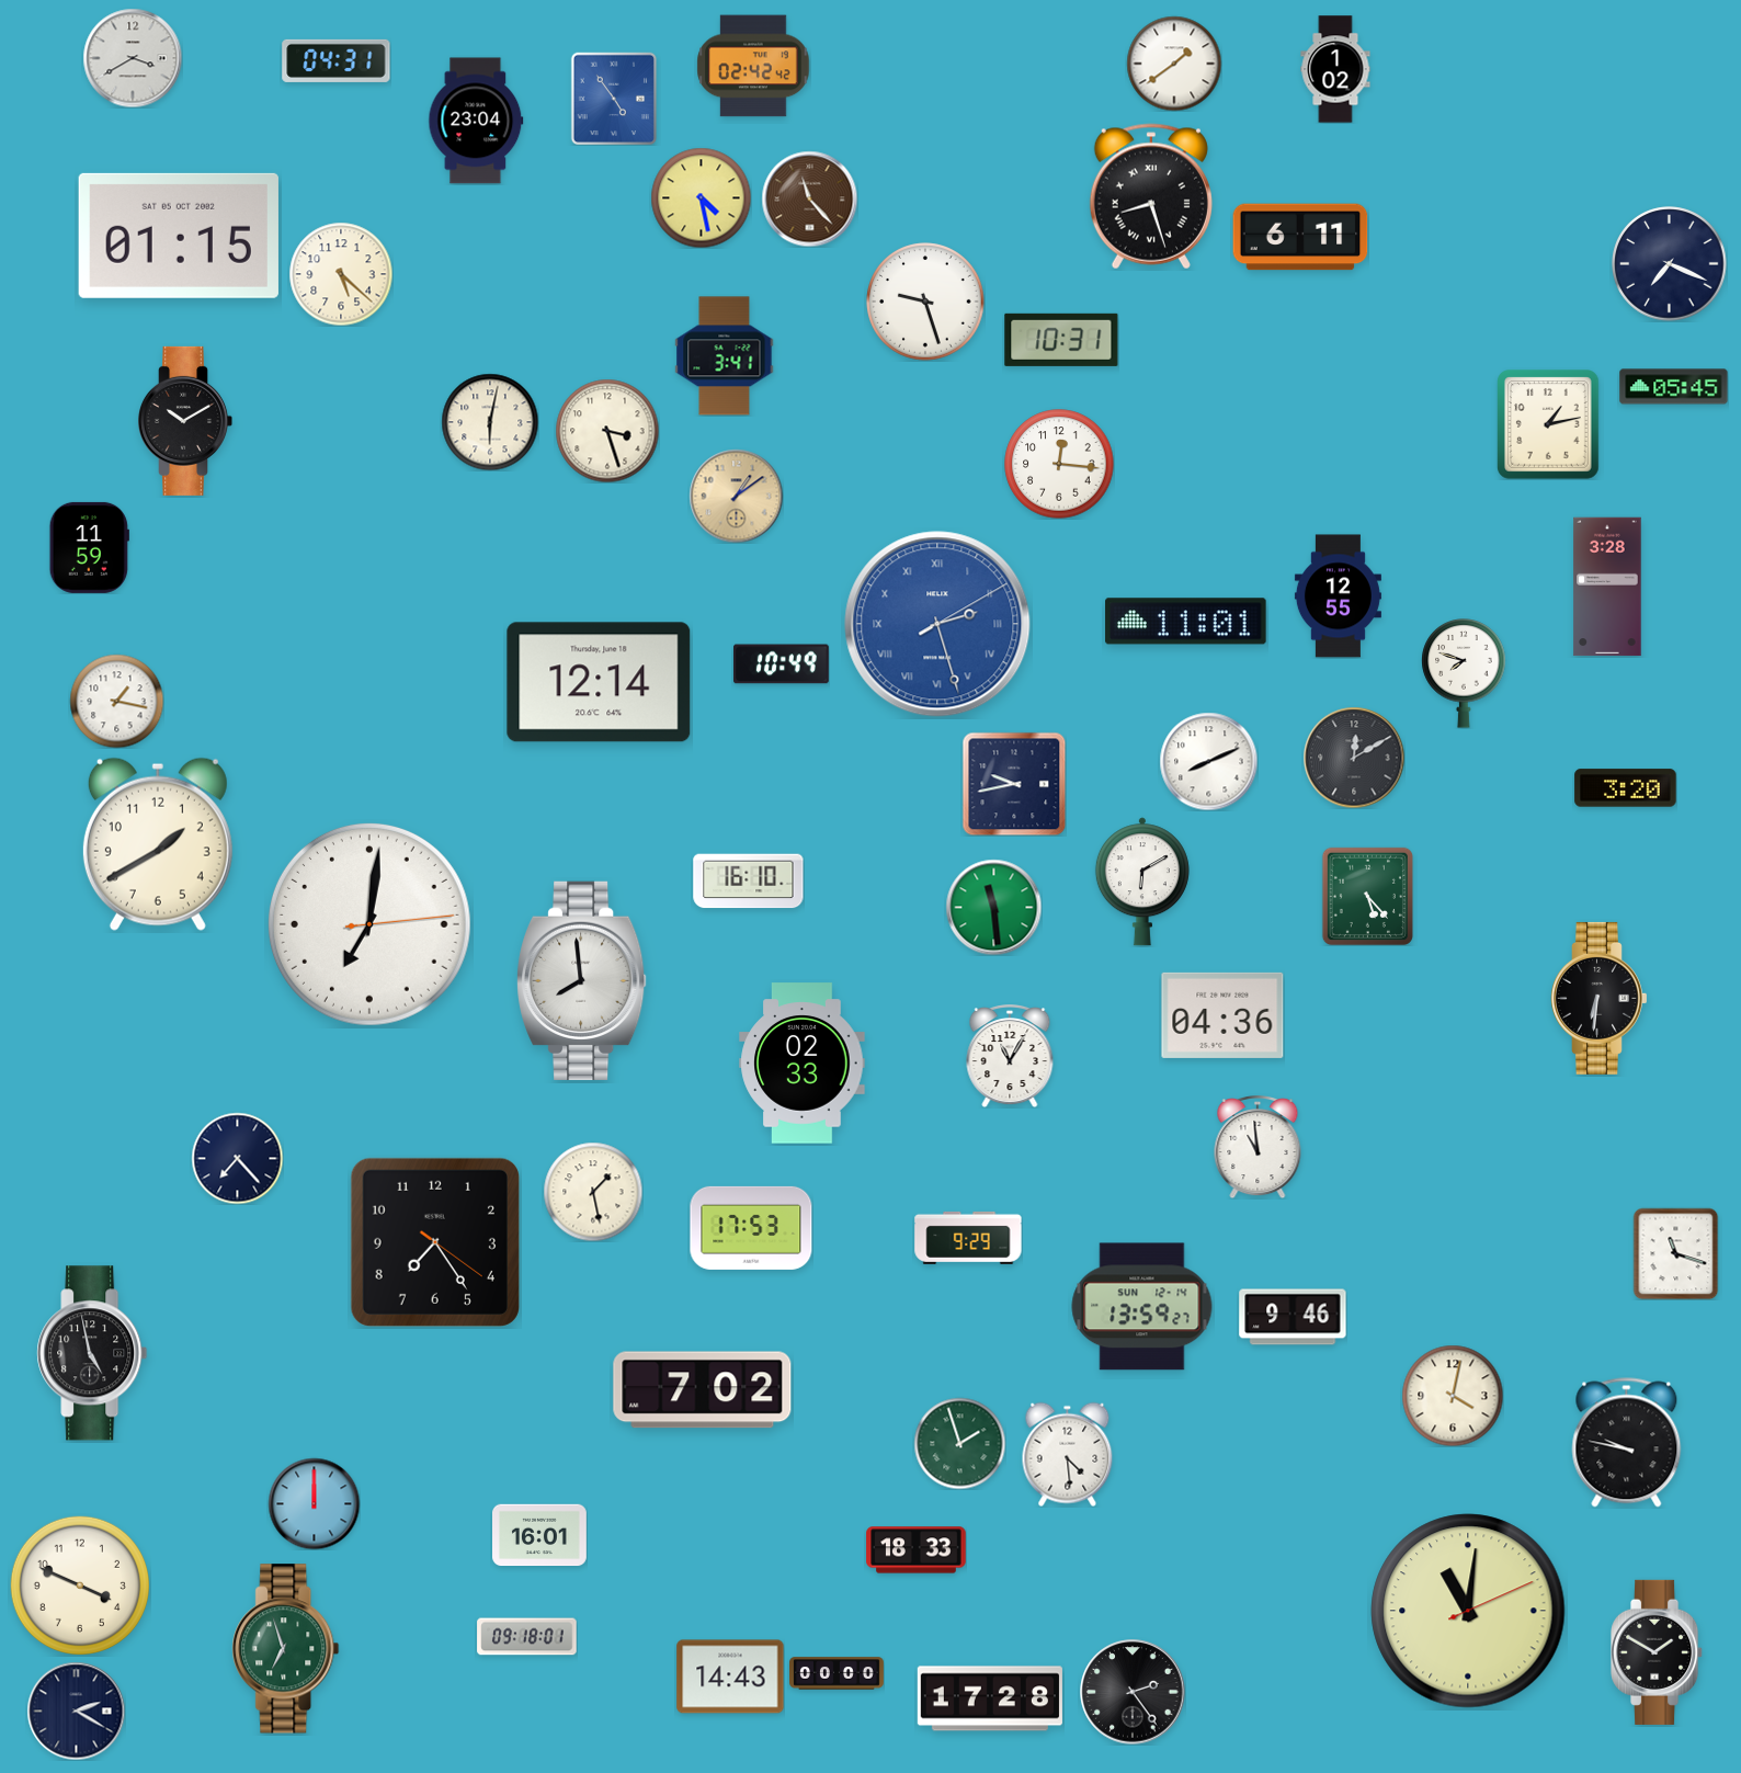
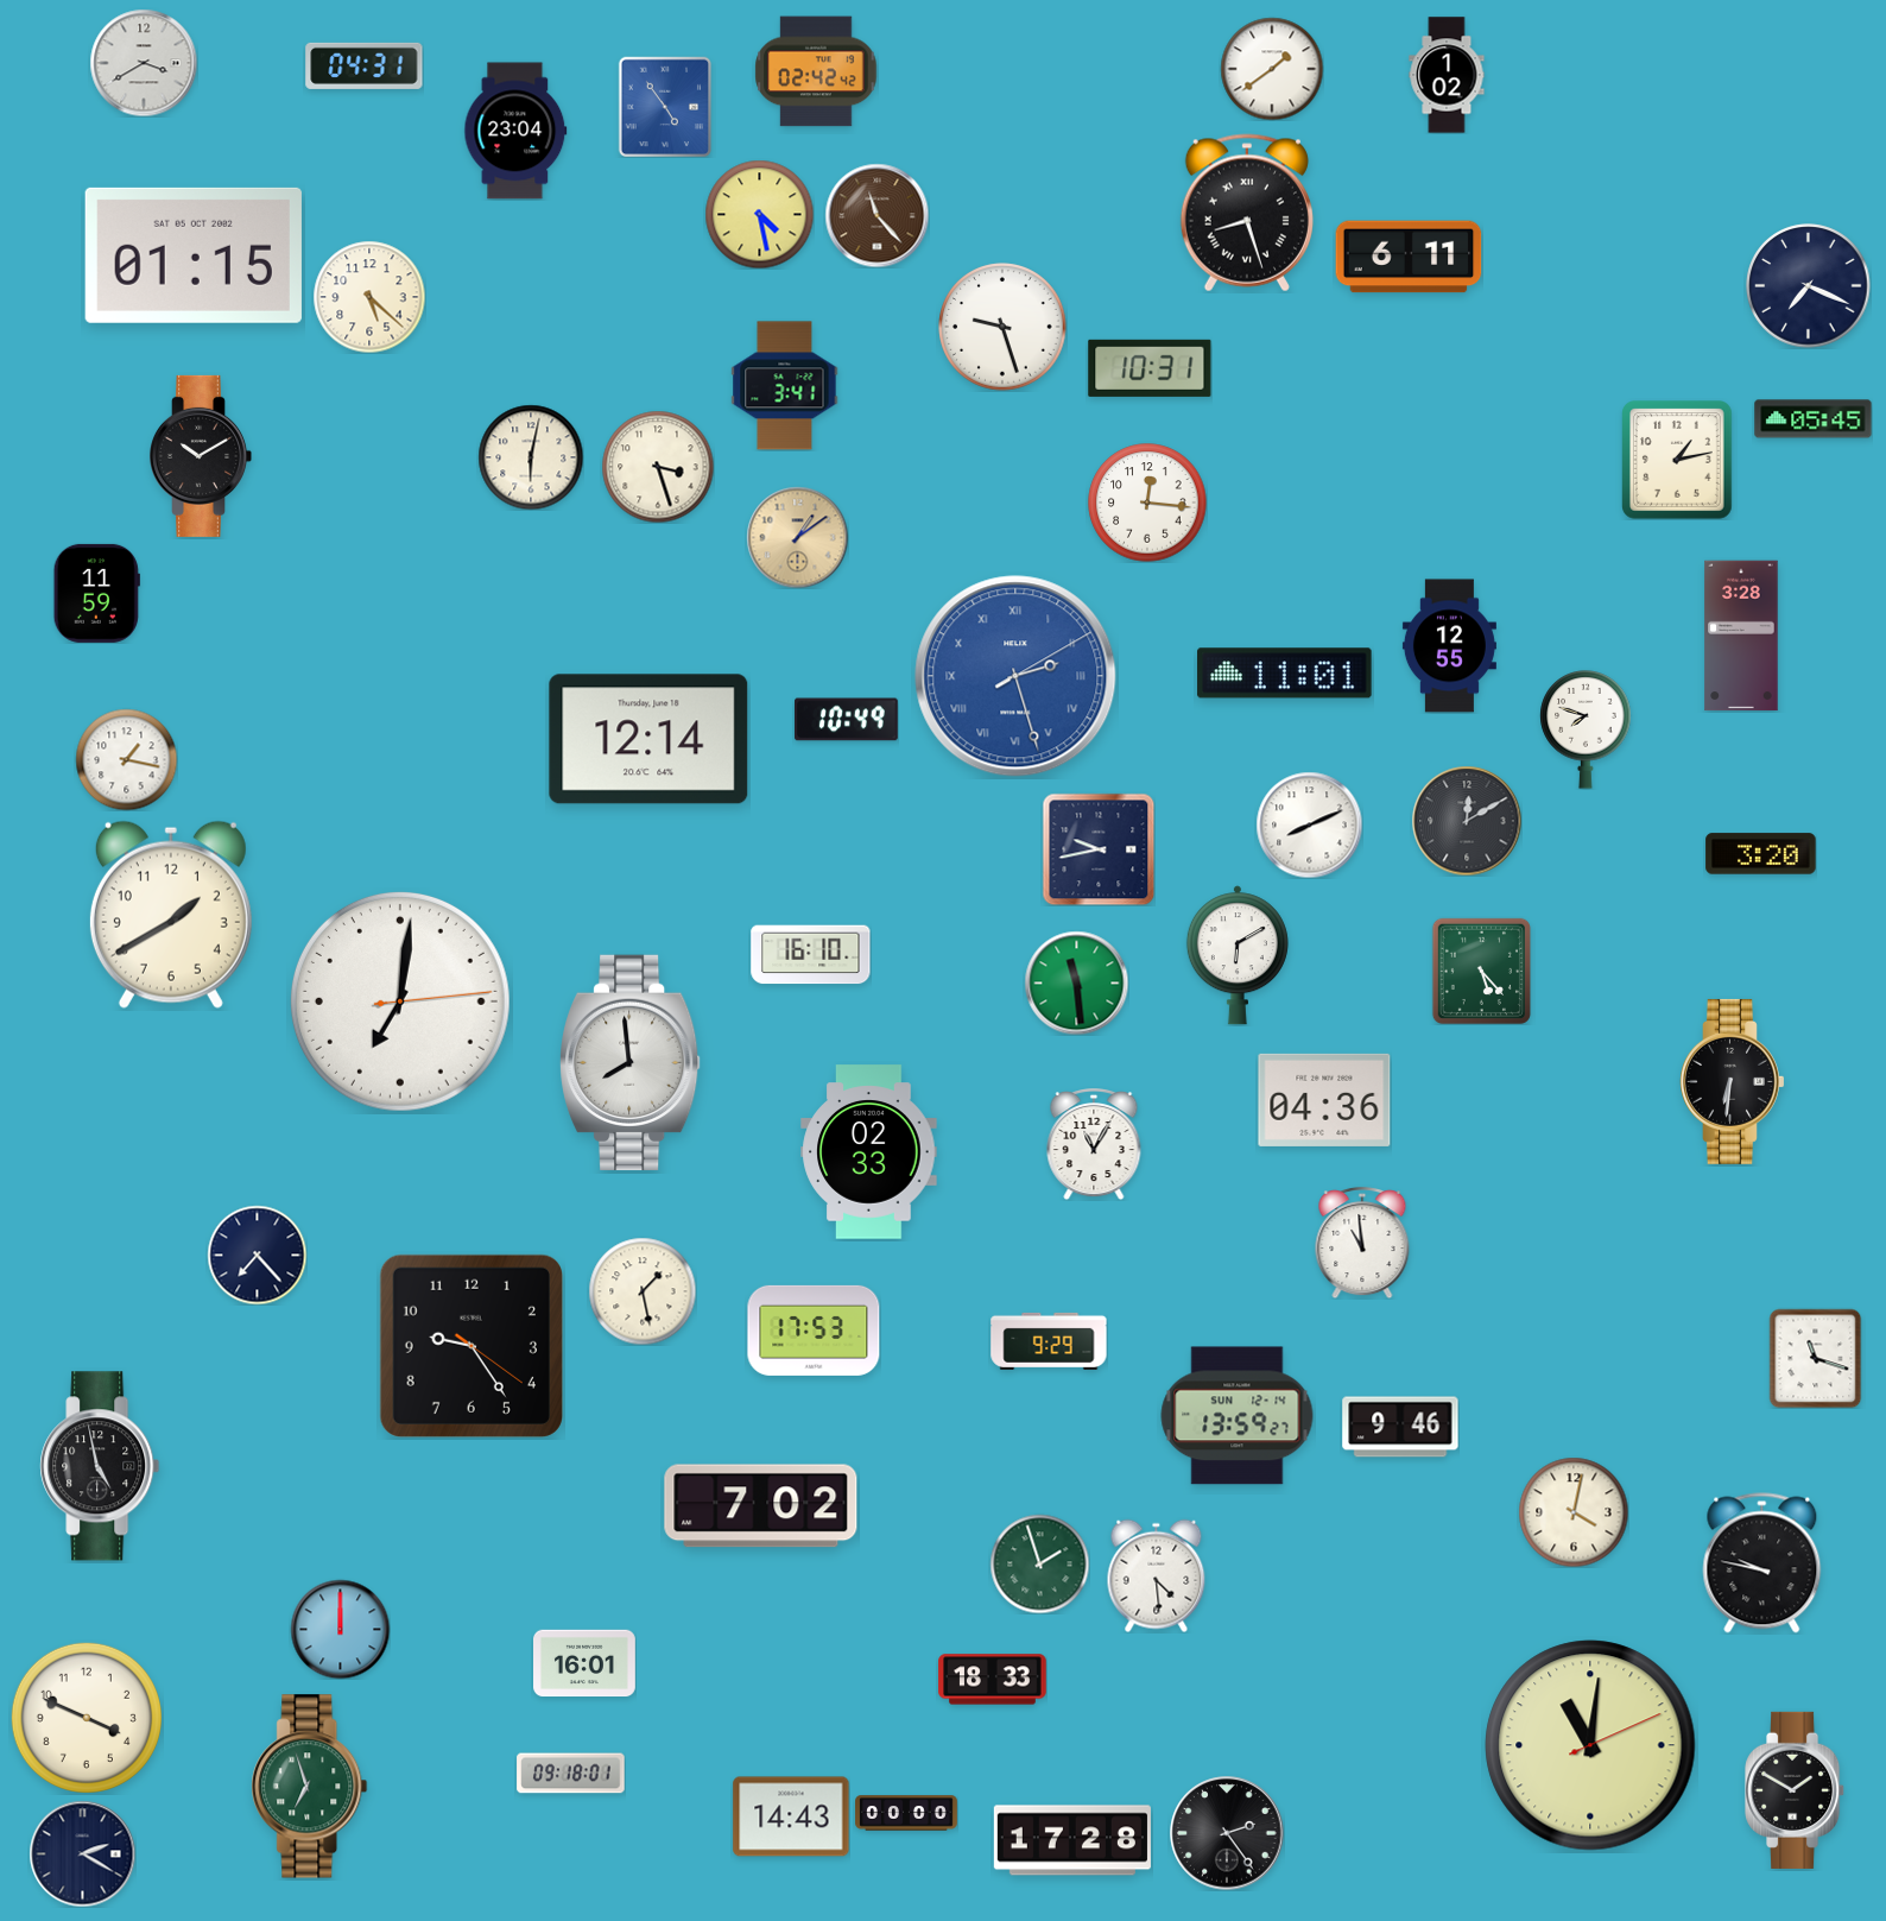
clock at (435, 1242): 7:24 -> 9:24
